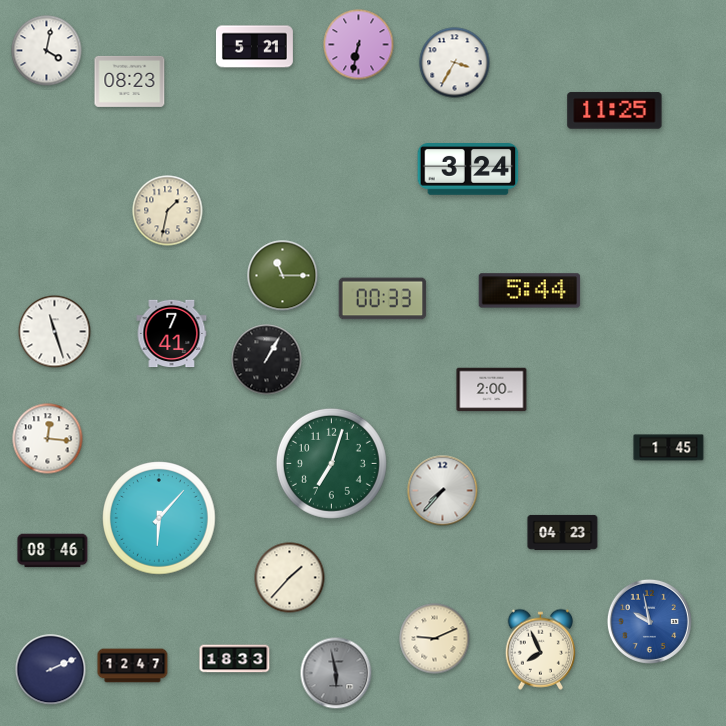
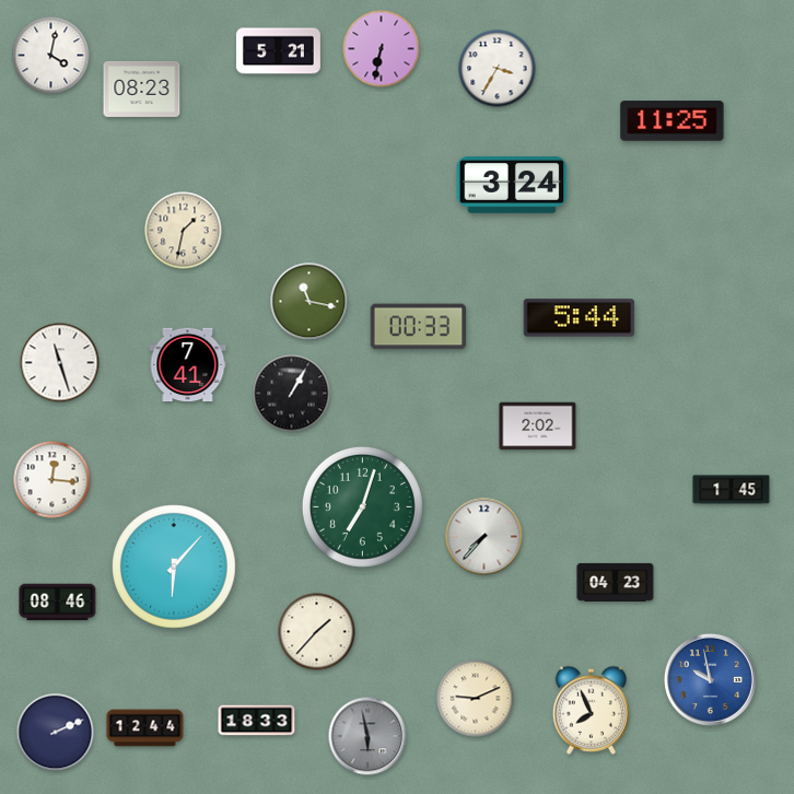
clock at (359, 45) position: (359, 45) -> (382, 49)
clock at (283, 276): 11:15 -> 11:17
clock at (492, 390): 2:00 -> 2:02
clock at (133, 666): 12:47 -> 12:44
